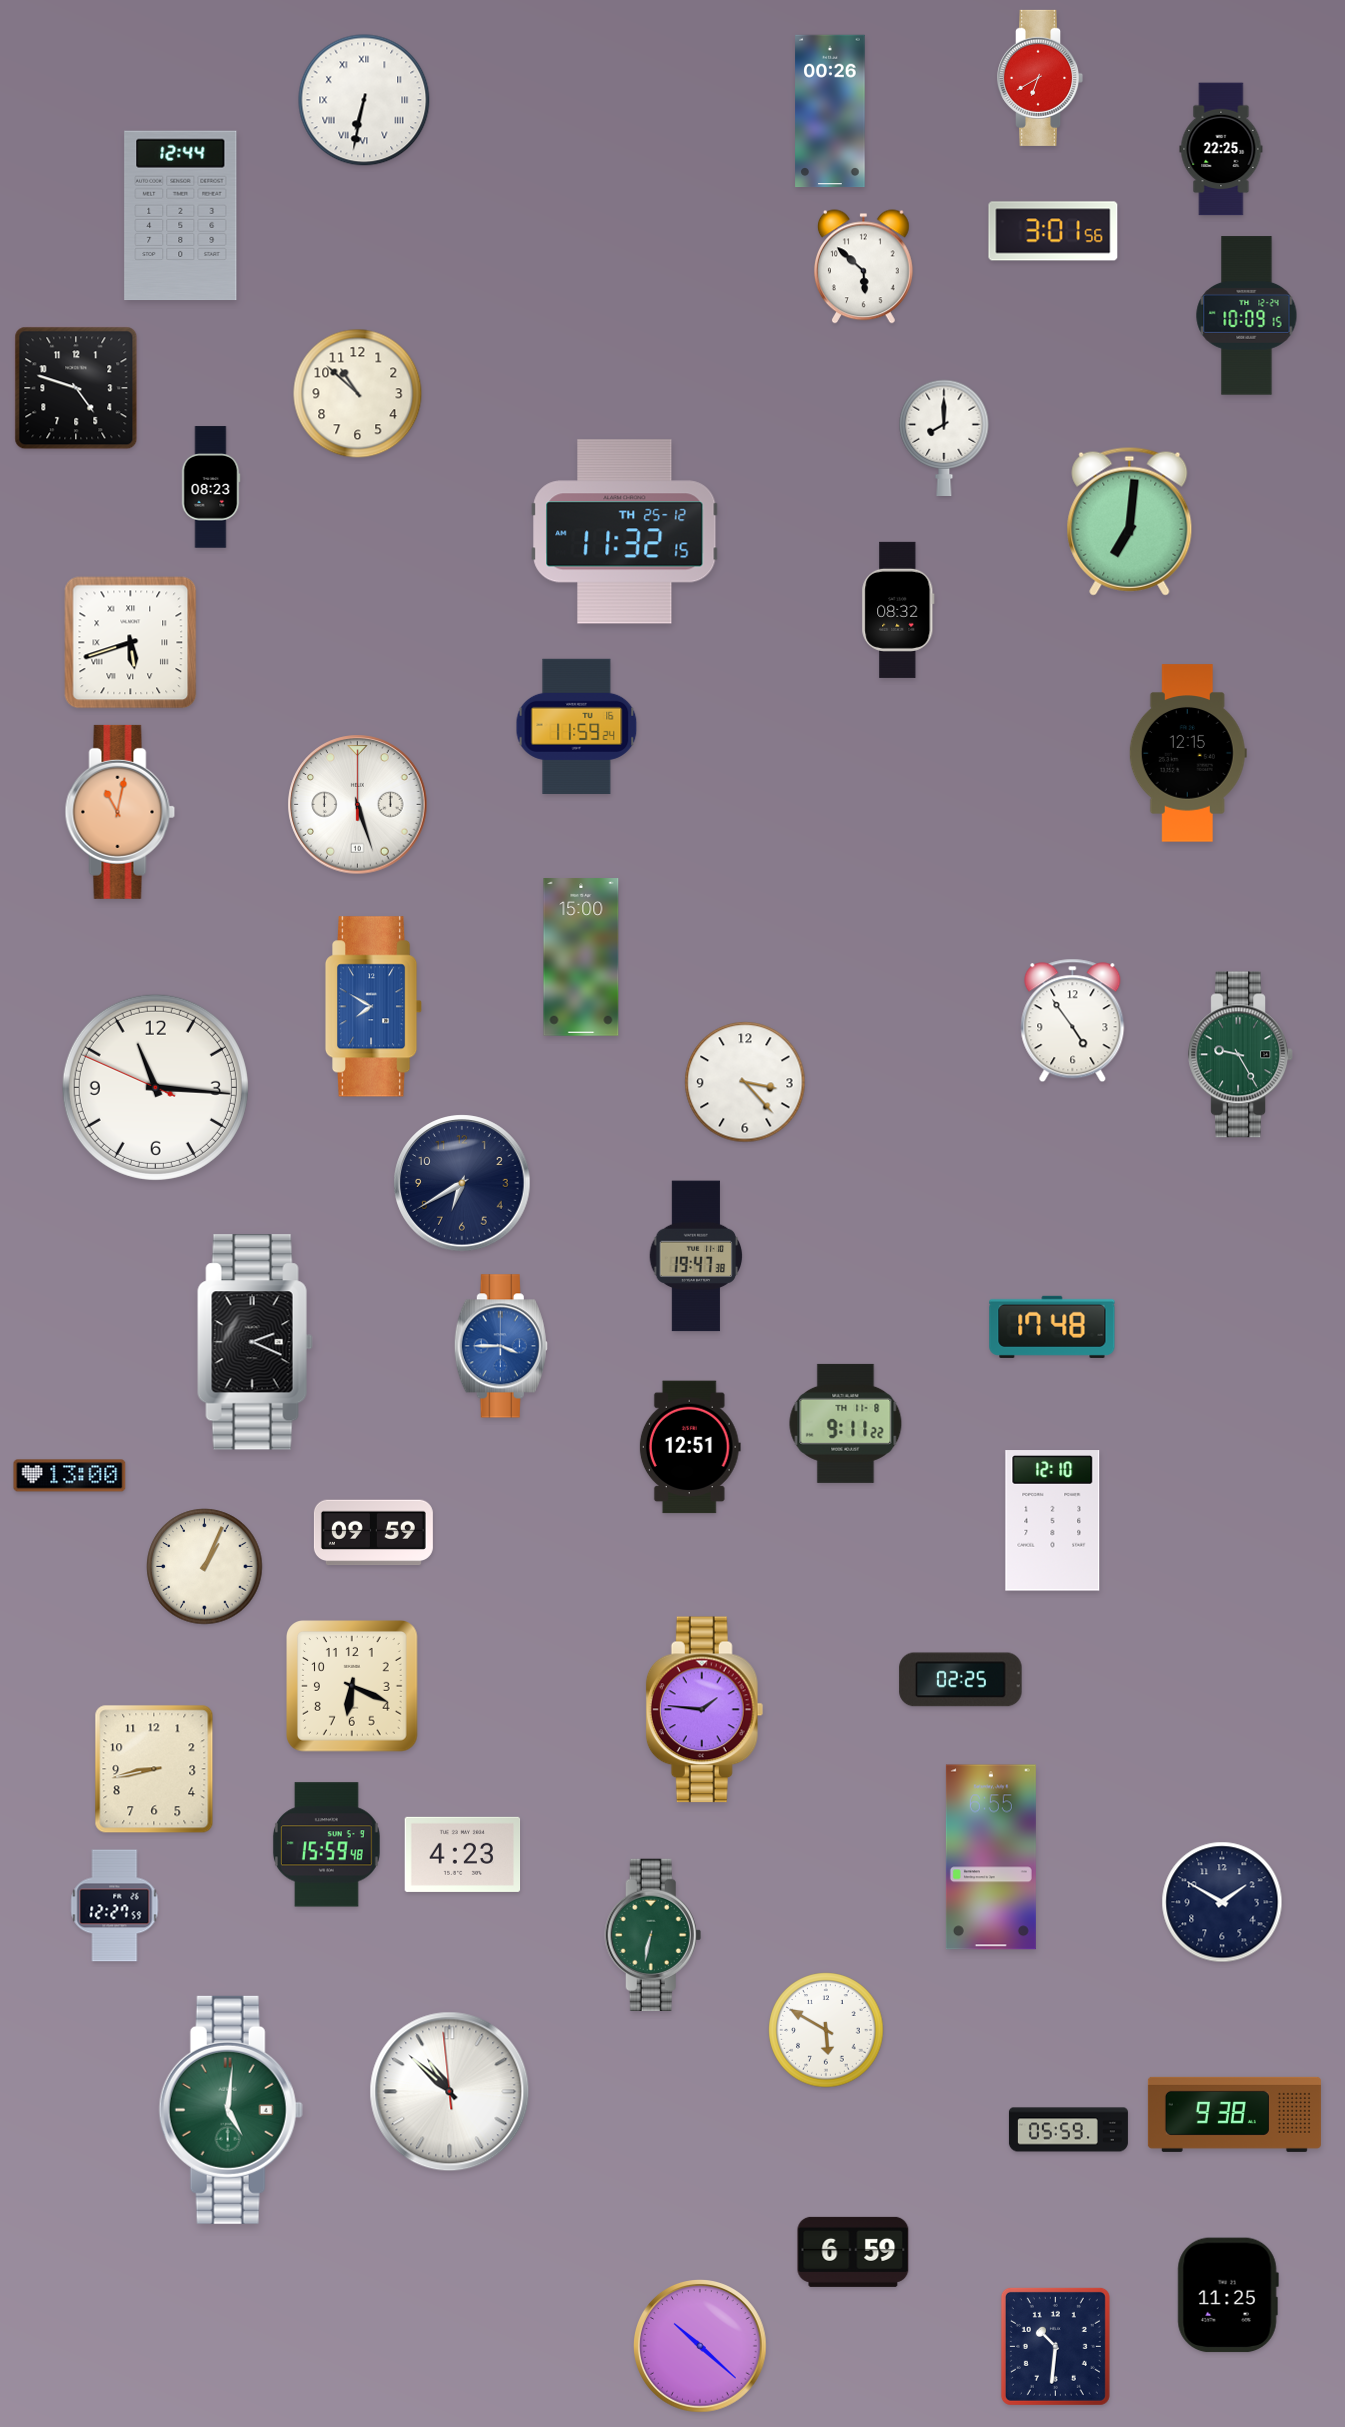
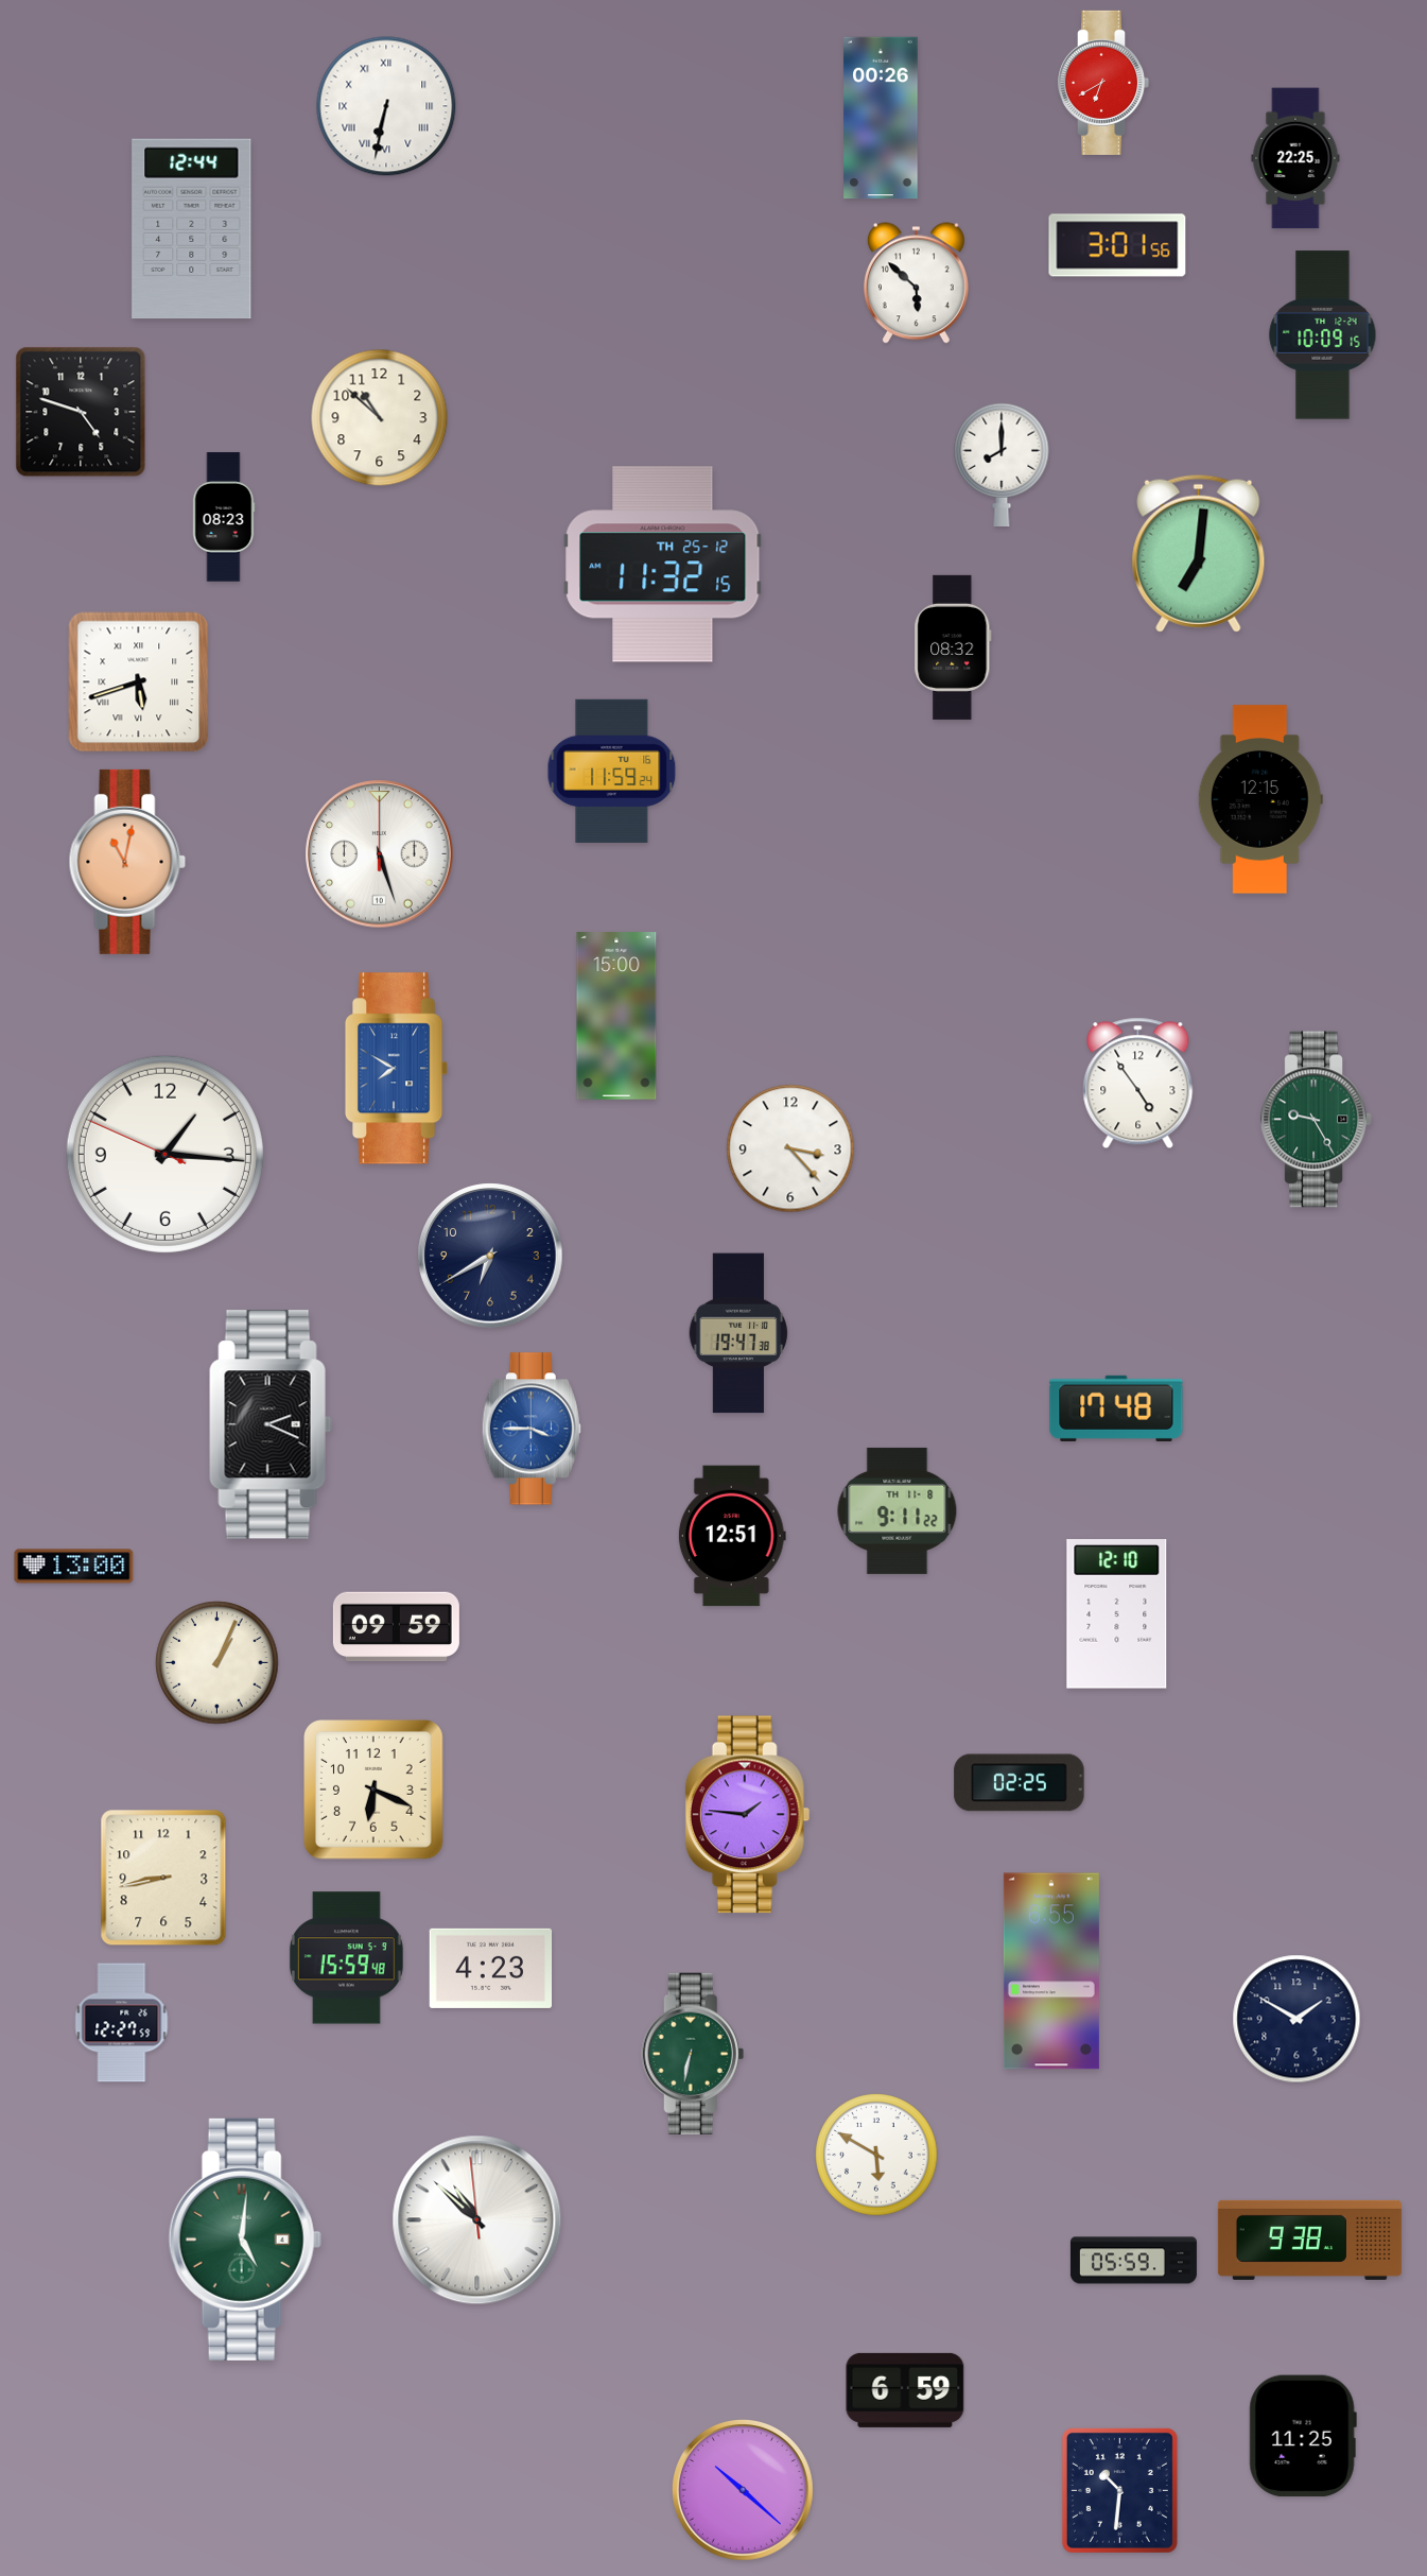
clock at (155, 1087): 11:15 -> 1:15
clock at (1234, 2114) position: (1234, 2114) -> (1309, 2240)
